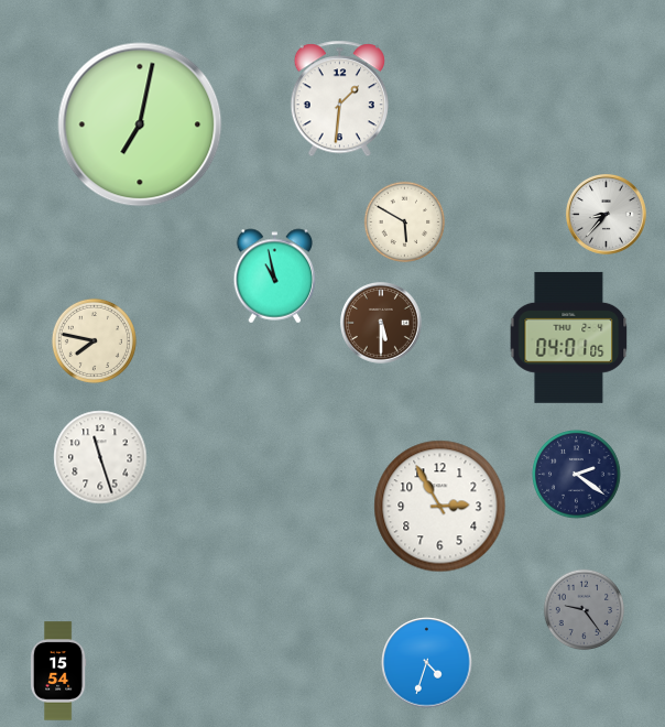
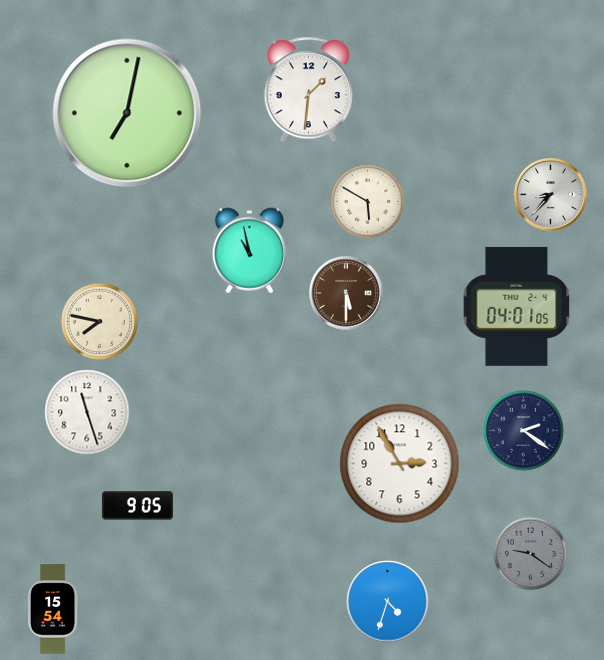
clock at (94, 340) position: (94, 340) -> (99, 321)
clock at (100, 457) position: (100, 457) -> (87, 412)
clock at (440, 507) position: (440, 507) -> (400, 464)
clock at (137, 506): none -> 9:05
clock at (585, 610): 9:24 -> 9:21
